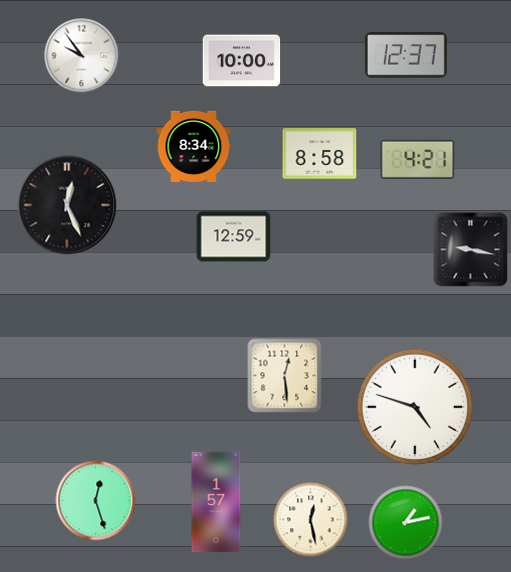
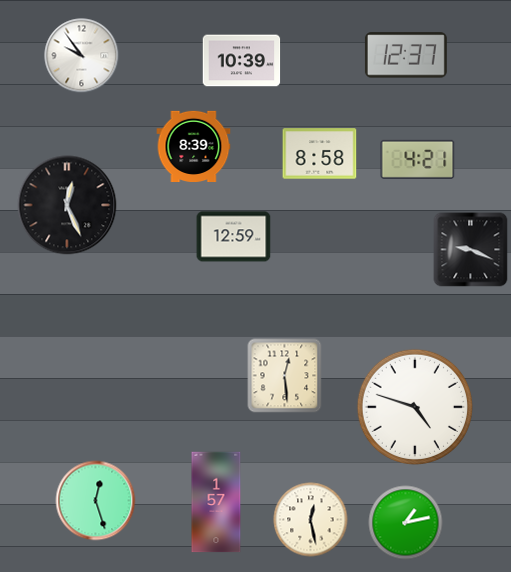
clock at (242, 61): 10:00 -> 10:39
clock at (194, 146): 8:34 -> 8:39
clock at (471, 250): 9:17 -> 9:19
